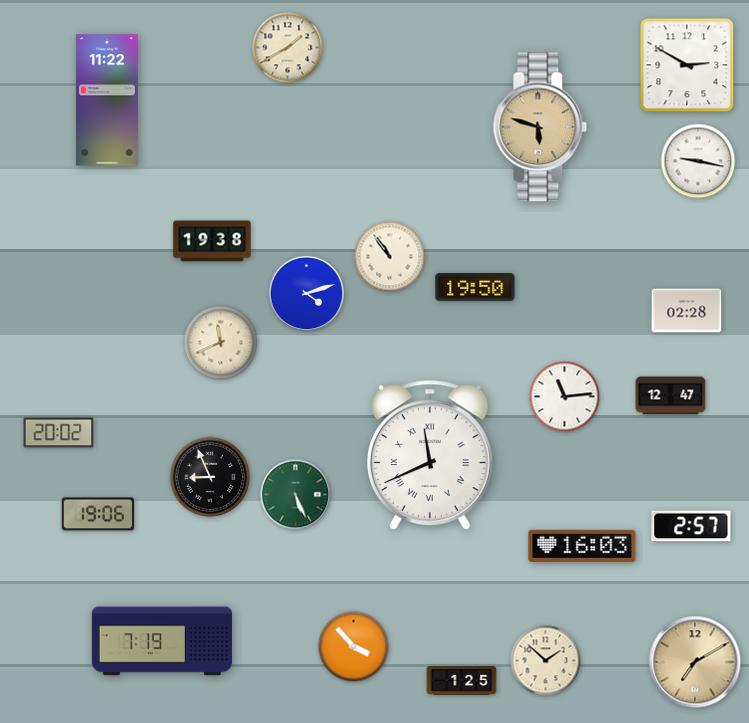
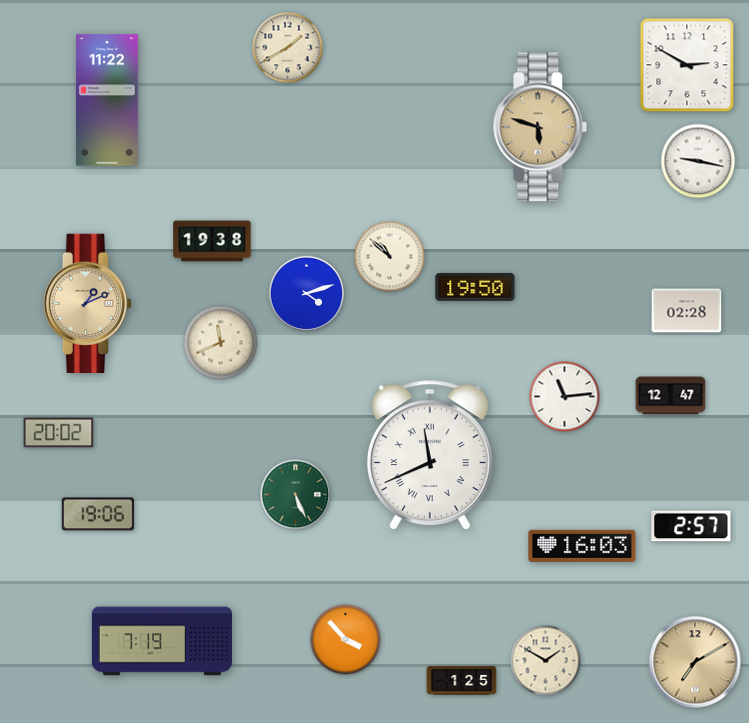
clock at (390, 257): 10:54 -> 10:52
clock at (88, 303): none -> 1:11
clock at (209, 476): 8:56 -> none
clock at (354, 647) position: (354, 647) -> (346, 640)
clock at (546, 661): 1:52 -> 1:50
